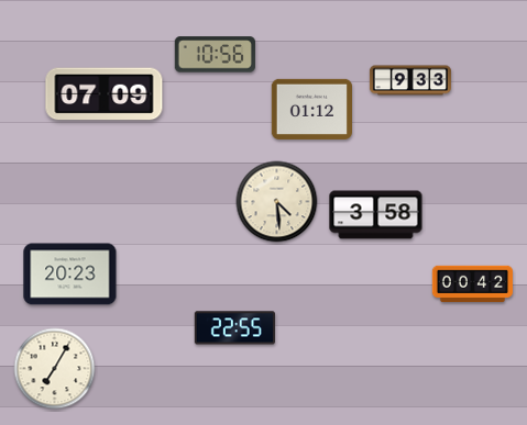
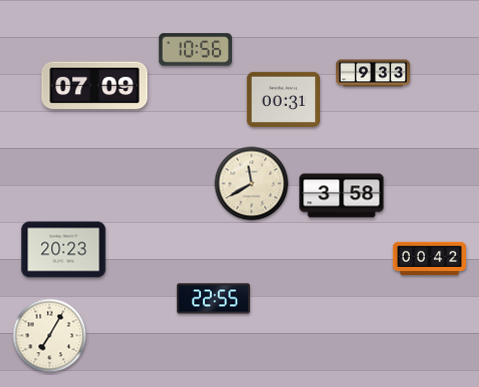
clock at (311, 109): 01:12 -> 00:31
clock at (277, 202): 4:29 -> 11:40
